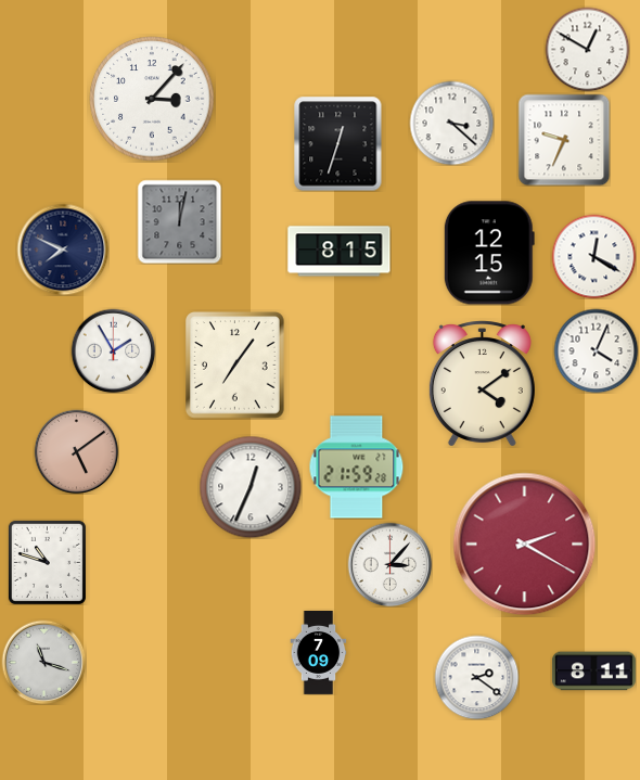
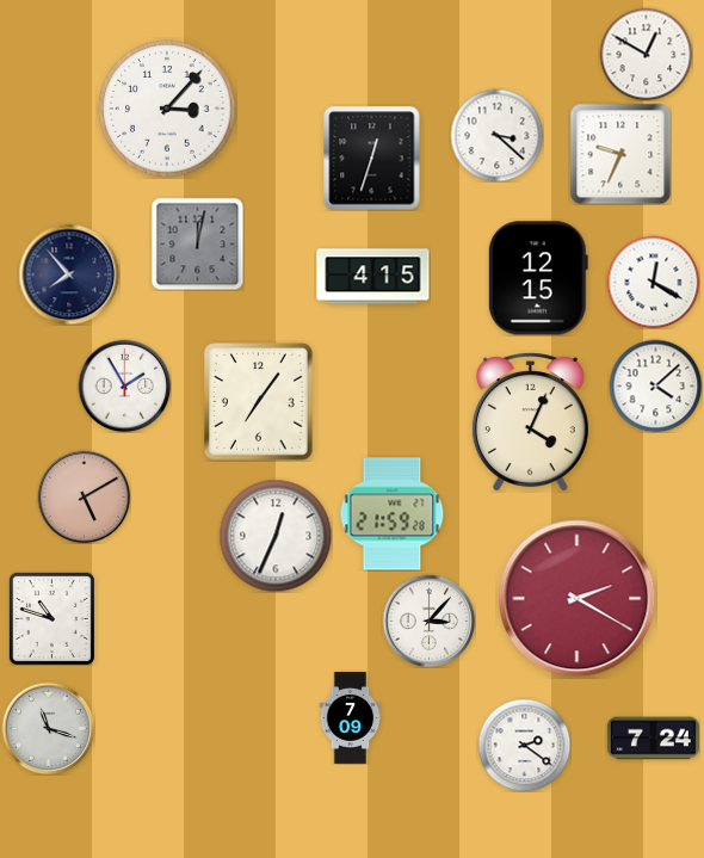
clock at (63, 250): 7:49 -> 7:53
clock at (340, 252): 8:15 -> 4:15
clock at (596, 350): 4:04 -> 4:08
clock at (482, 384): 4:09 -> 4:04
clock at (76, 451): 5:09 -> 5:10
clock at (593, 672): 8:11 -> 7:24
